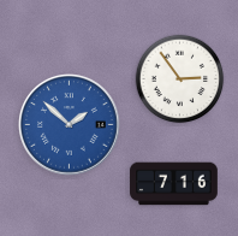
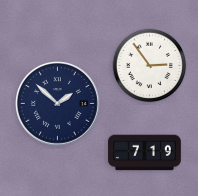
clock at (70, 125) dial: blue -> navy
clock at (174, 184): 7:16 -> 7:19
